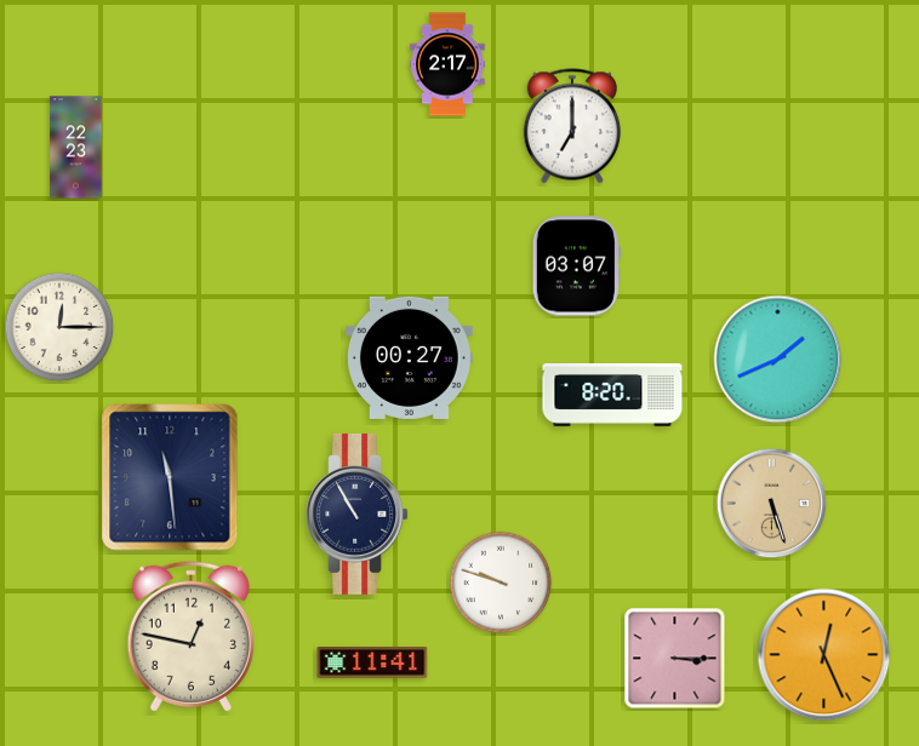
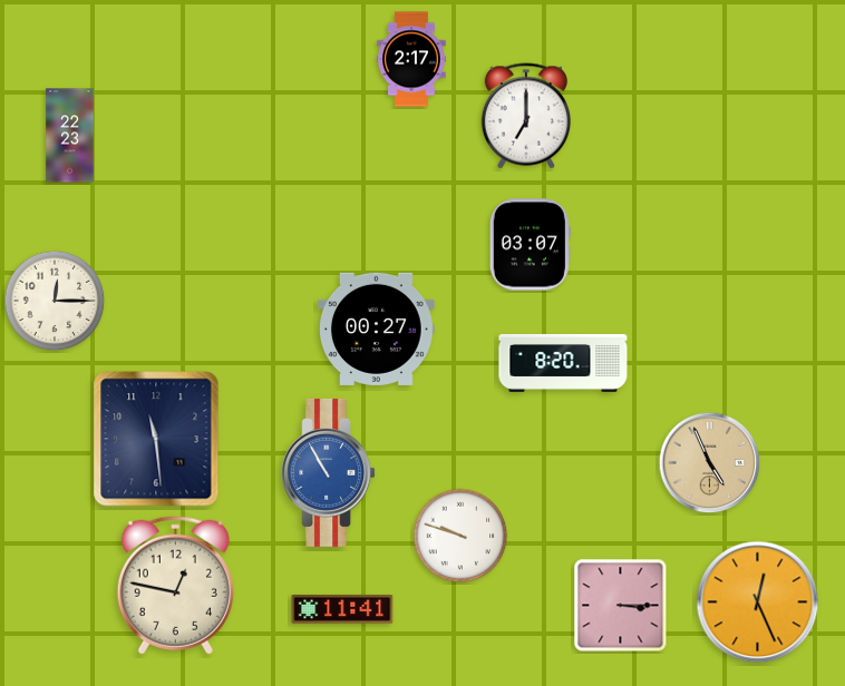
clock at (778, 360): 1:41 -> none
clock at (772, 504): 5:27 -> 4:56
clock at (356, 513) dial: navy -> blue
